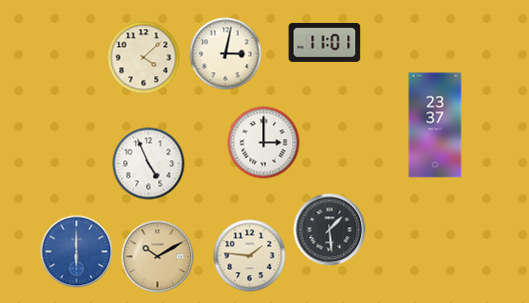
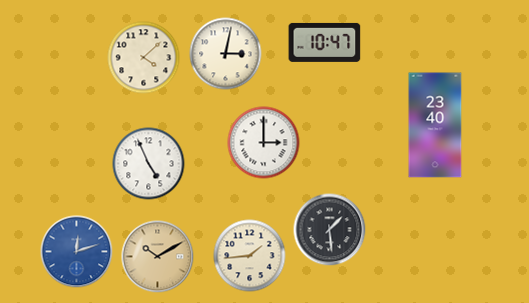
clock at (325, 42): 11:01 -> 10:47
clock at (435, 125): 23:37 -> 23:40
clock at (77, 252): 6:00 -> 12:12
clock at (250, 256): 1:46 -> 1:44
